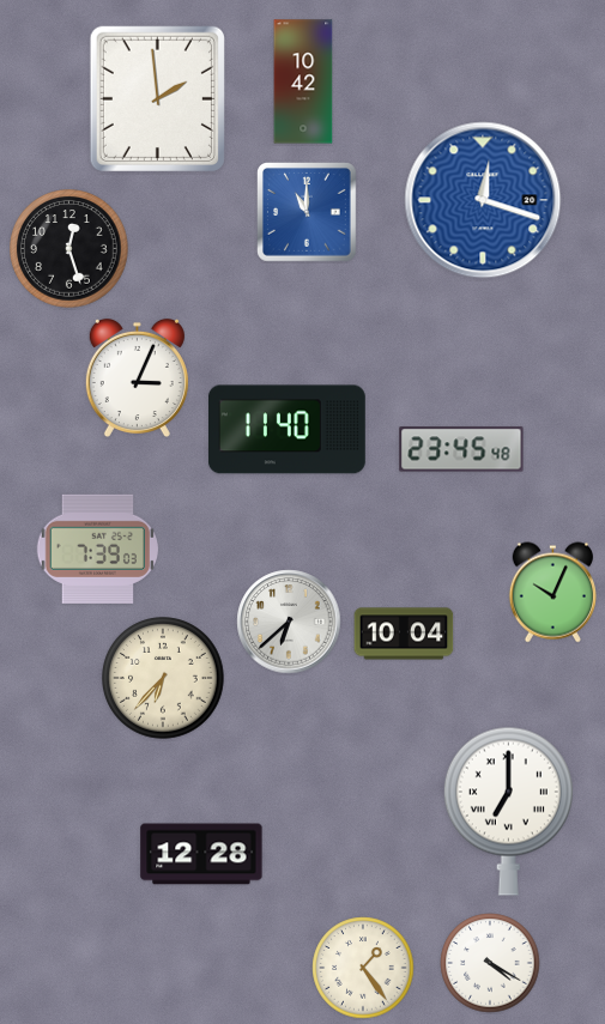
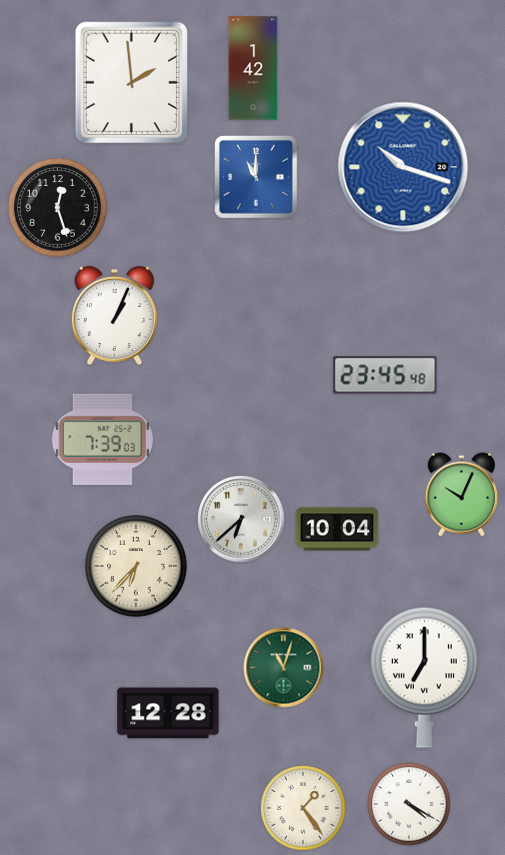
clock at (303, 81): 10:42 -> 1:42
clock at (483, 200): 12:18 -> 10:18
clock at (137, 377): 3:04 -> 1:04
clock at (286, 430): 11:40 -> none
clock at (97, 549) position: (97, 549) -> (102, 439)
clock at (284, 668): none -> 11:03
